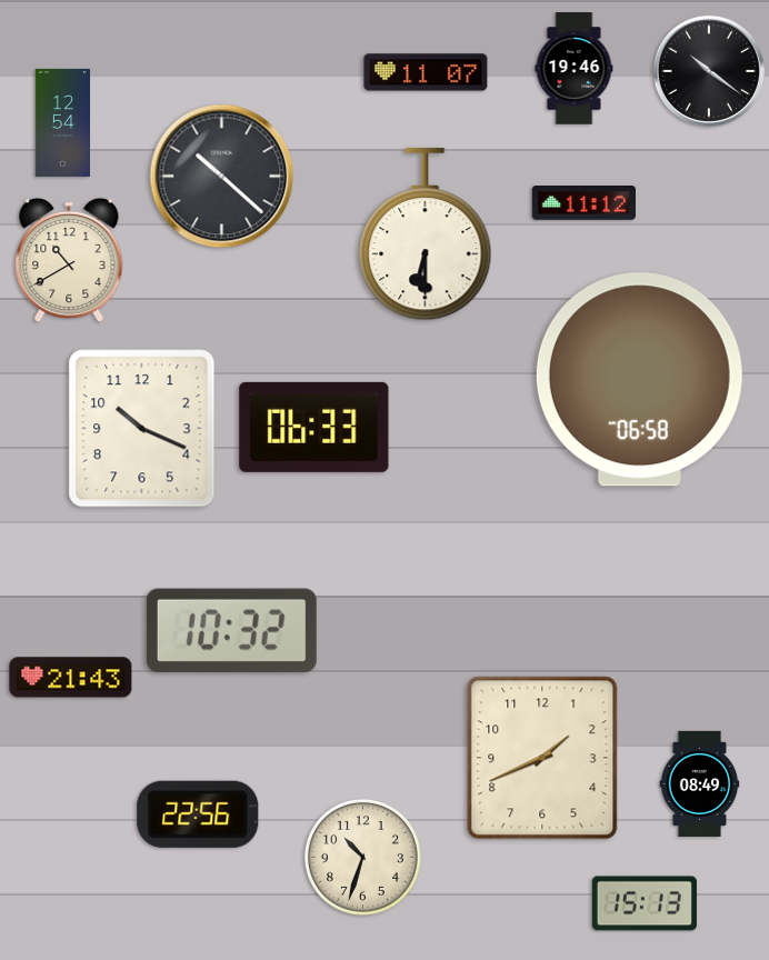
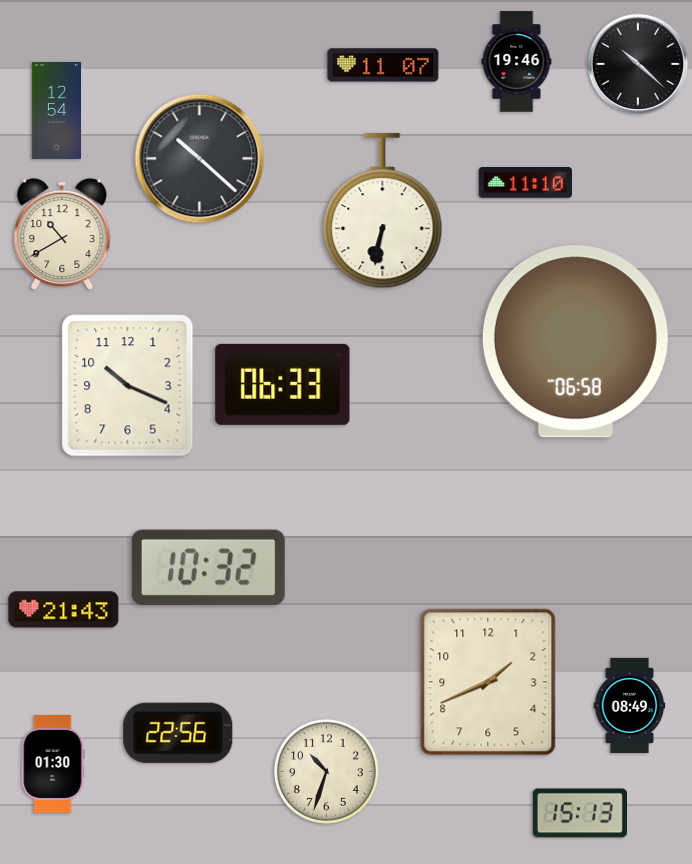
clock at (708, 70): 10:21 -> 10:22
clock at (583, 203): 11:12 -> 11:10
clock at (426, 234): 6:30 -> 6:32
clock at (53, 764): none -> 01:30
